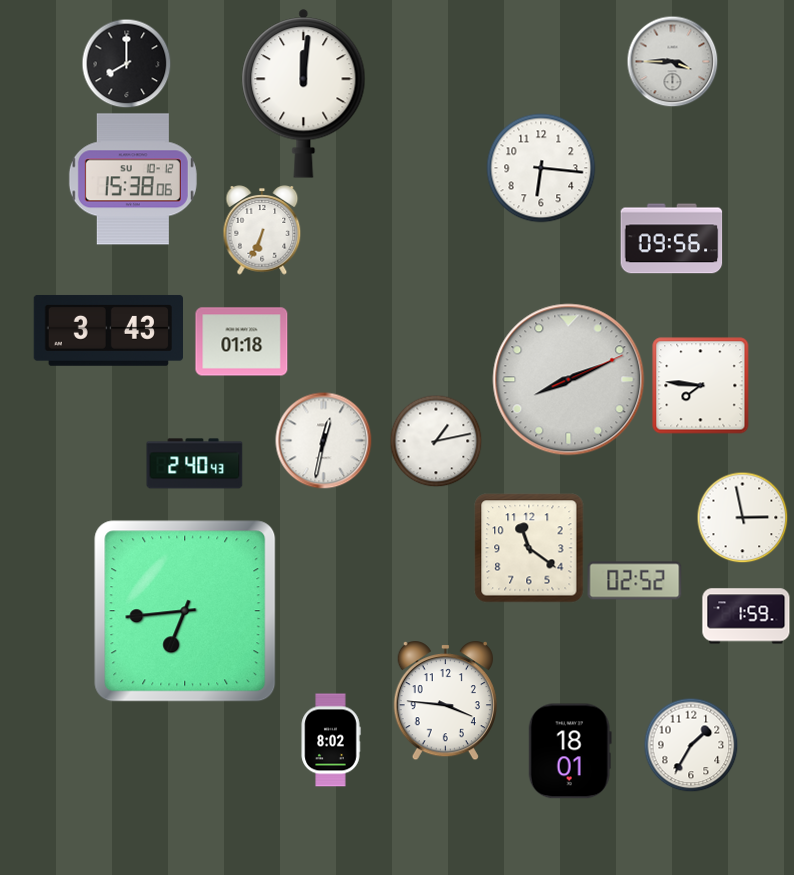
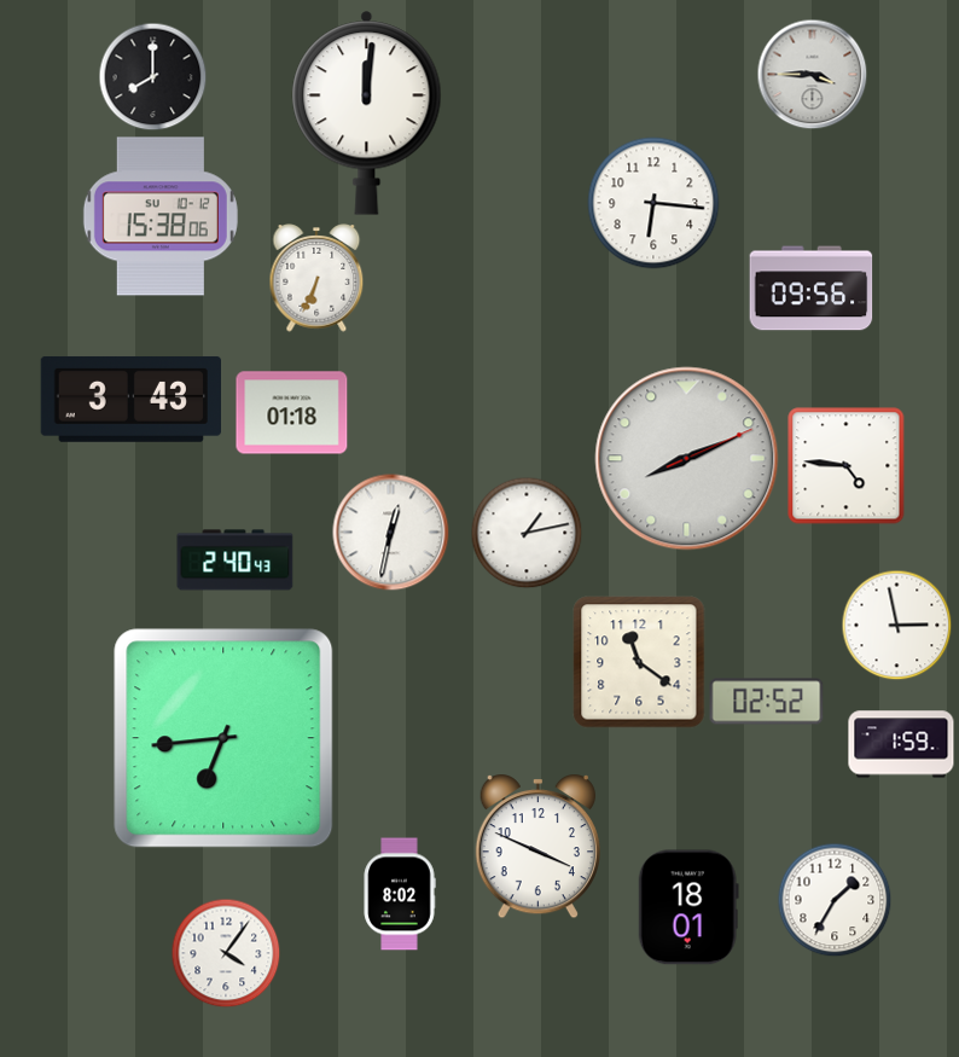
clock at (701, 386): 7:46 -> 4:46
clock at (445, 702): 3:46 -> 3:49
clock at (226, 953): none -> 4:06
